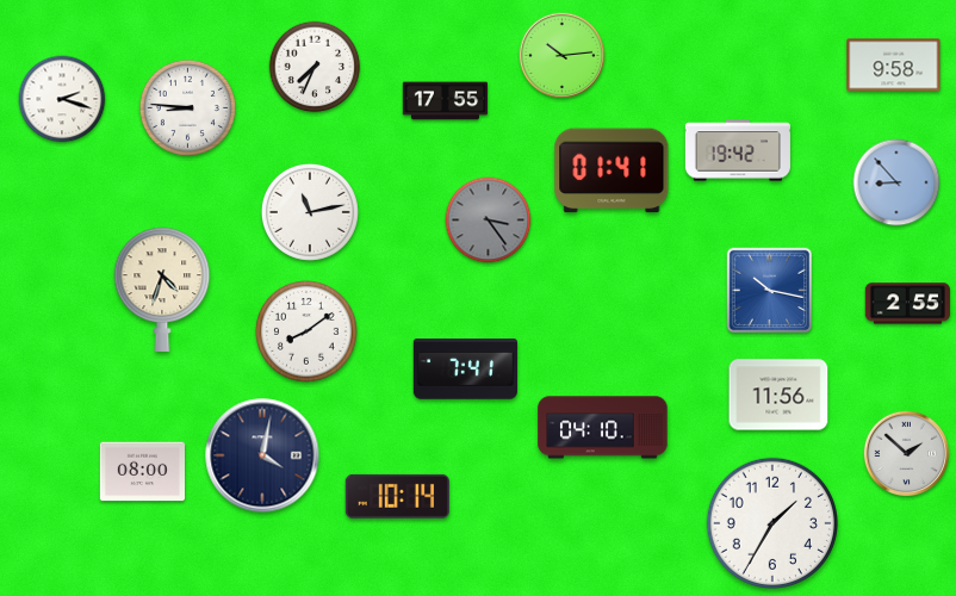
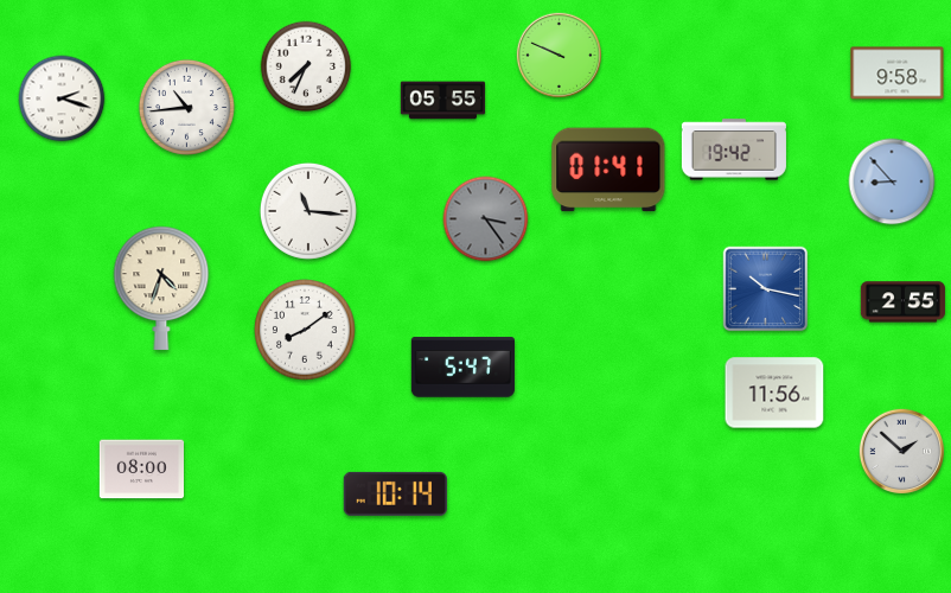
clock at (561, 55): 10:14 -> 9:49
clock at (894, 66) position: (894, 66) -> (898, 74)
clock at (315, 67) position: (315, 67) -> (306, 66)
clock at (446, 101): 17:55 -> 05:55
clock at (187, 107): 8:46 -> 10:44
clock at (310, 212): 11:13 -> 11:16
clock at (465, 370): 7:41 -> 5:47
clock at (603, 428): 04:10 -> none
clock at (262, 455): 4:02 -> none
clock at (771, 522): 1:35 -> none
